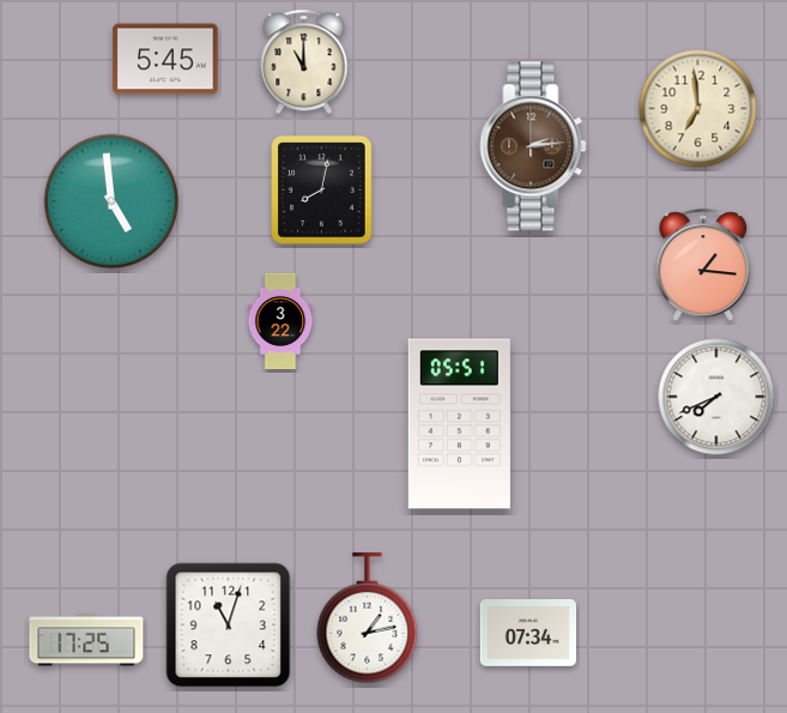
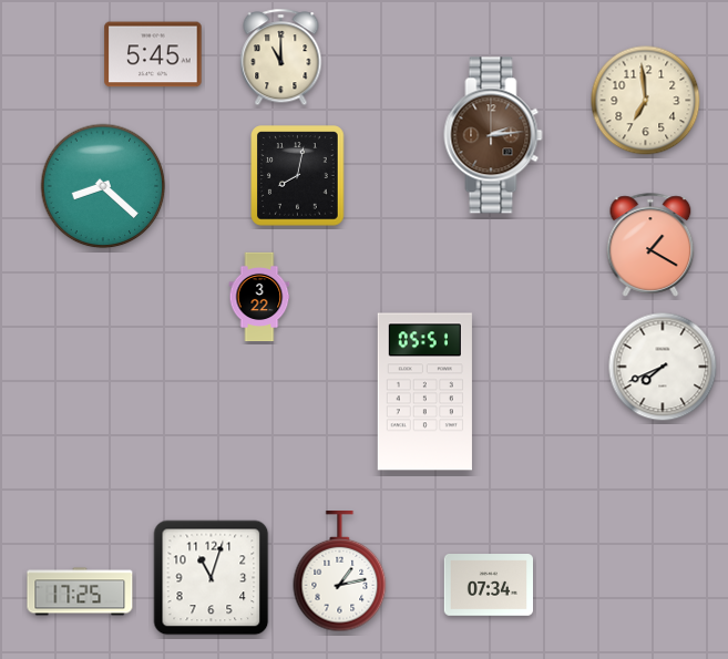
clock at (111, 201): 4:59 -> 8:22
clock at (703, 265): 1:16 -> 1:20
